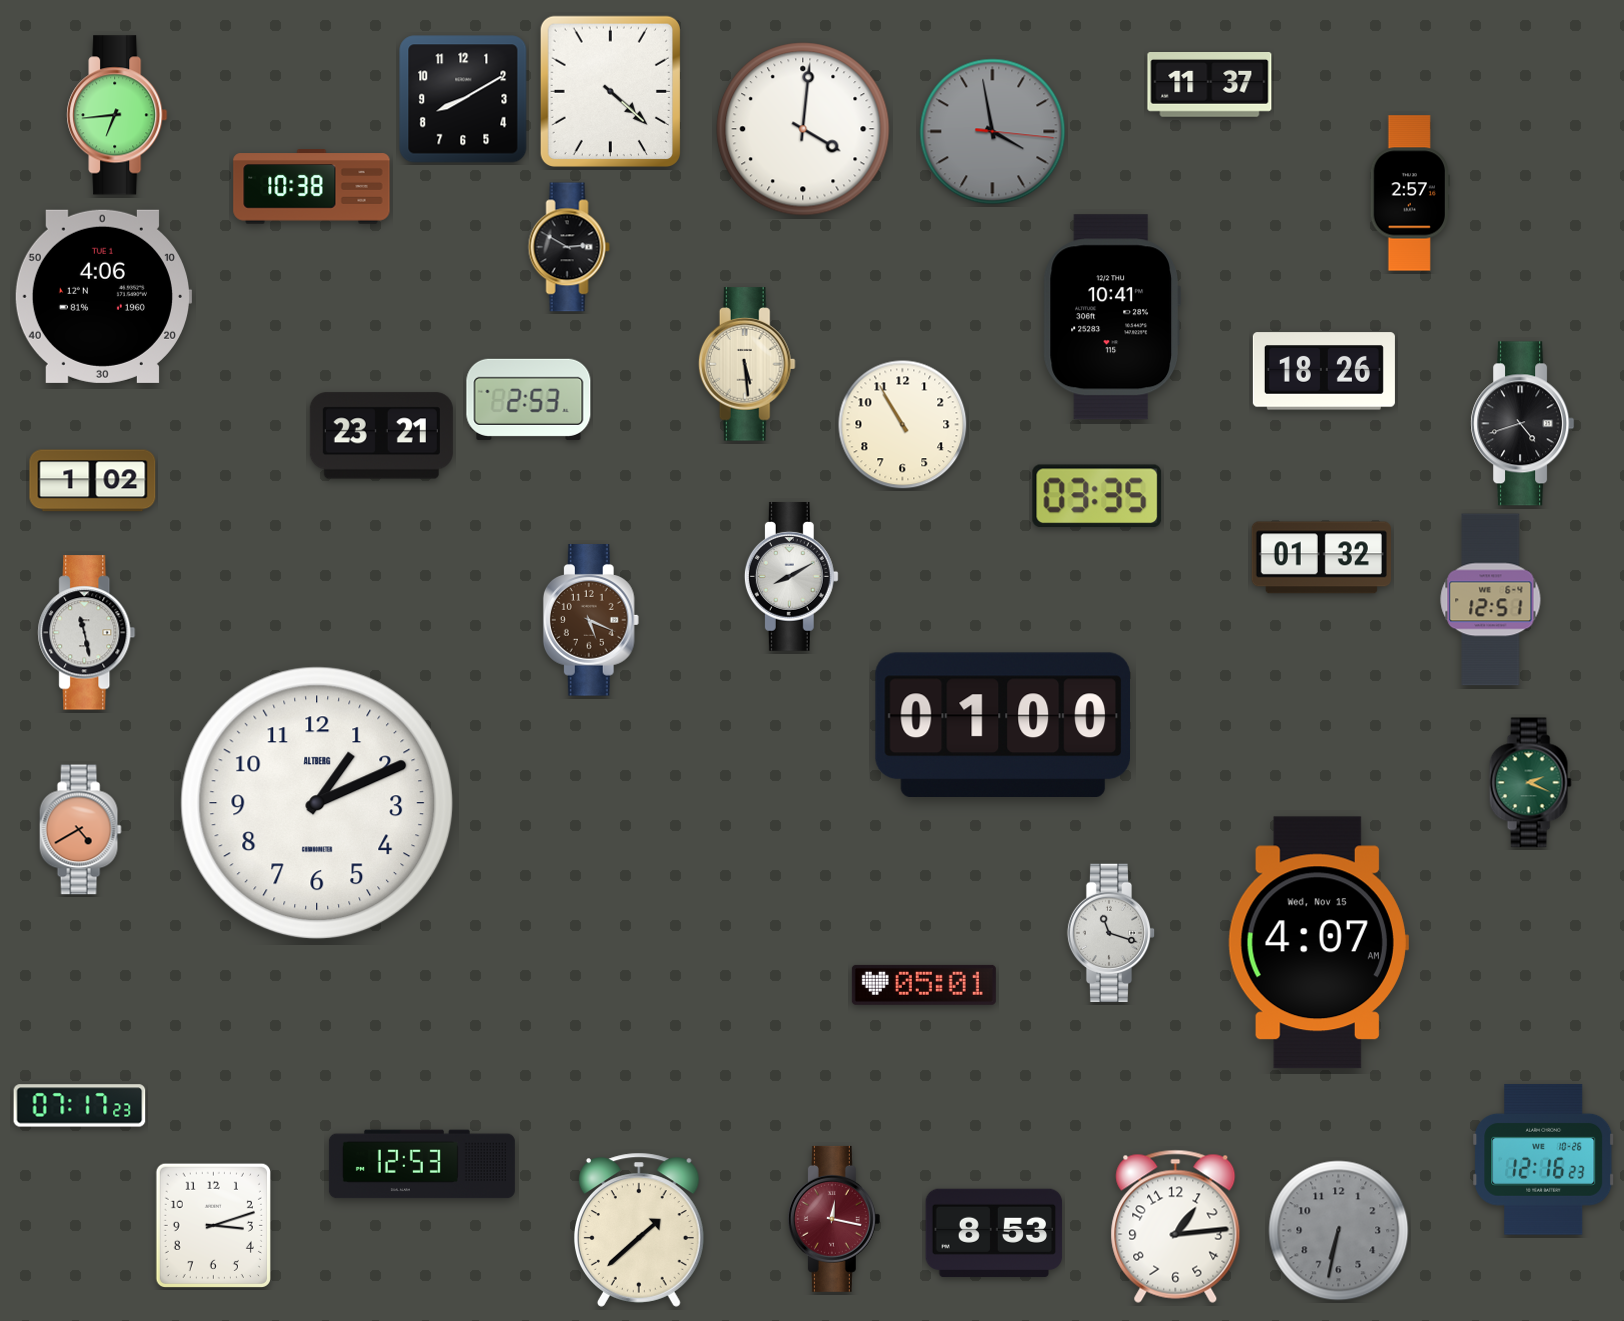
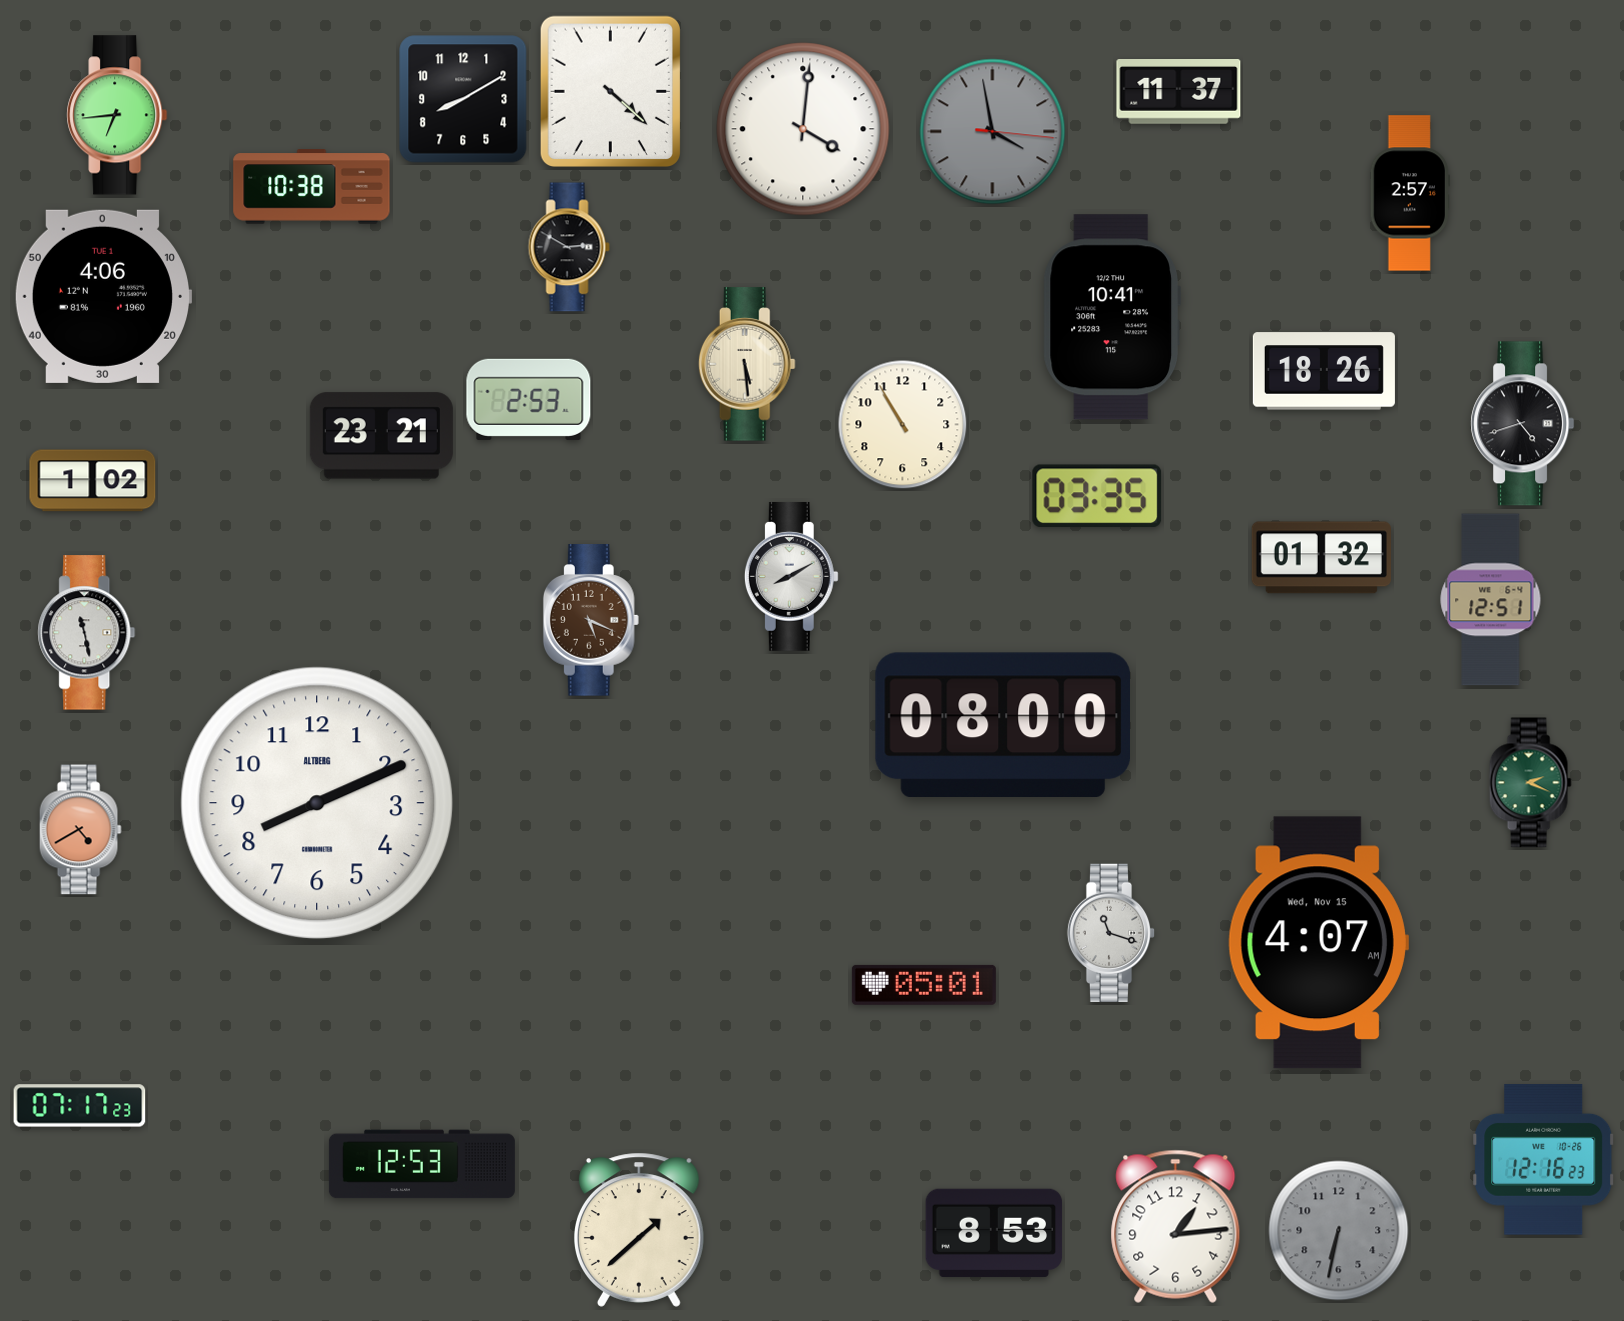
clock at (1210, 85) position: (1210, 85) -> (1179, 92)
clock at (1002, 724): 01:00 -> 08:00
clock at (317, 803): 1:11 -> 8:11
clock at (834, 1219): 12:17 -> none
clock at (213, 1225): 3:12 -> none
